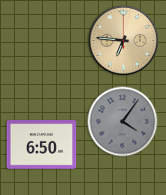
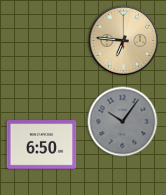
clock at (123, 122): 4:06 -> 10:06
